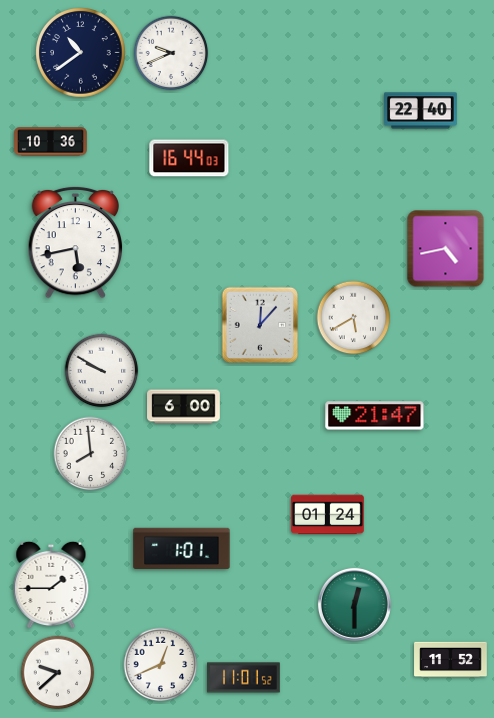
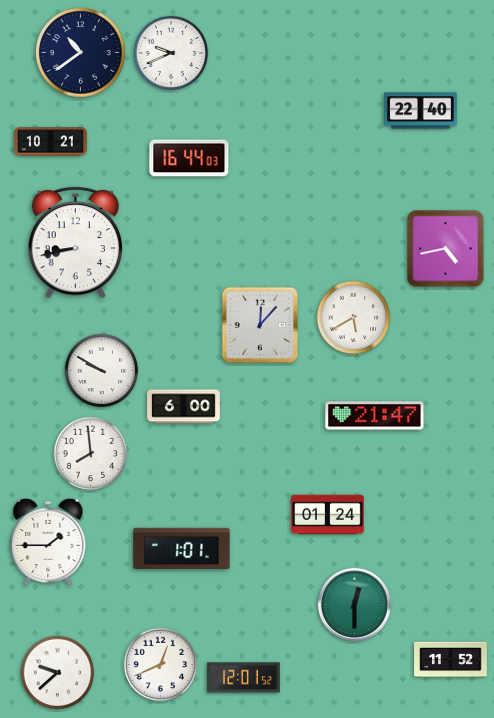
clock at (51, 142): 10:36 -> 10:21
clock at (75, 242): 5:43 -> 8:43
clock at (51, 585) position: (51, 585) -> (48, 542)
clock at (244, 678): 11:01 -> 12:01
